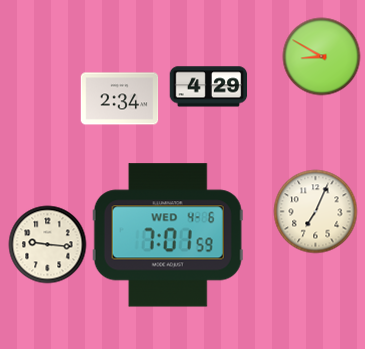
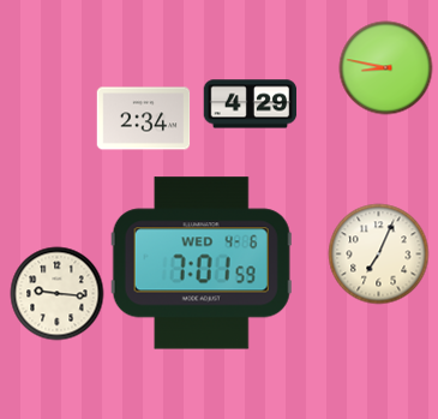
clock at (321, 56): 8:50 -> 8:47
clock at (168, 235) position: (168, 235) -> (202, 263)
